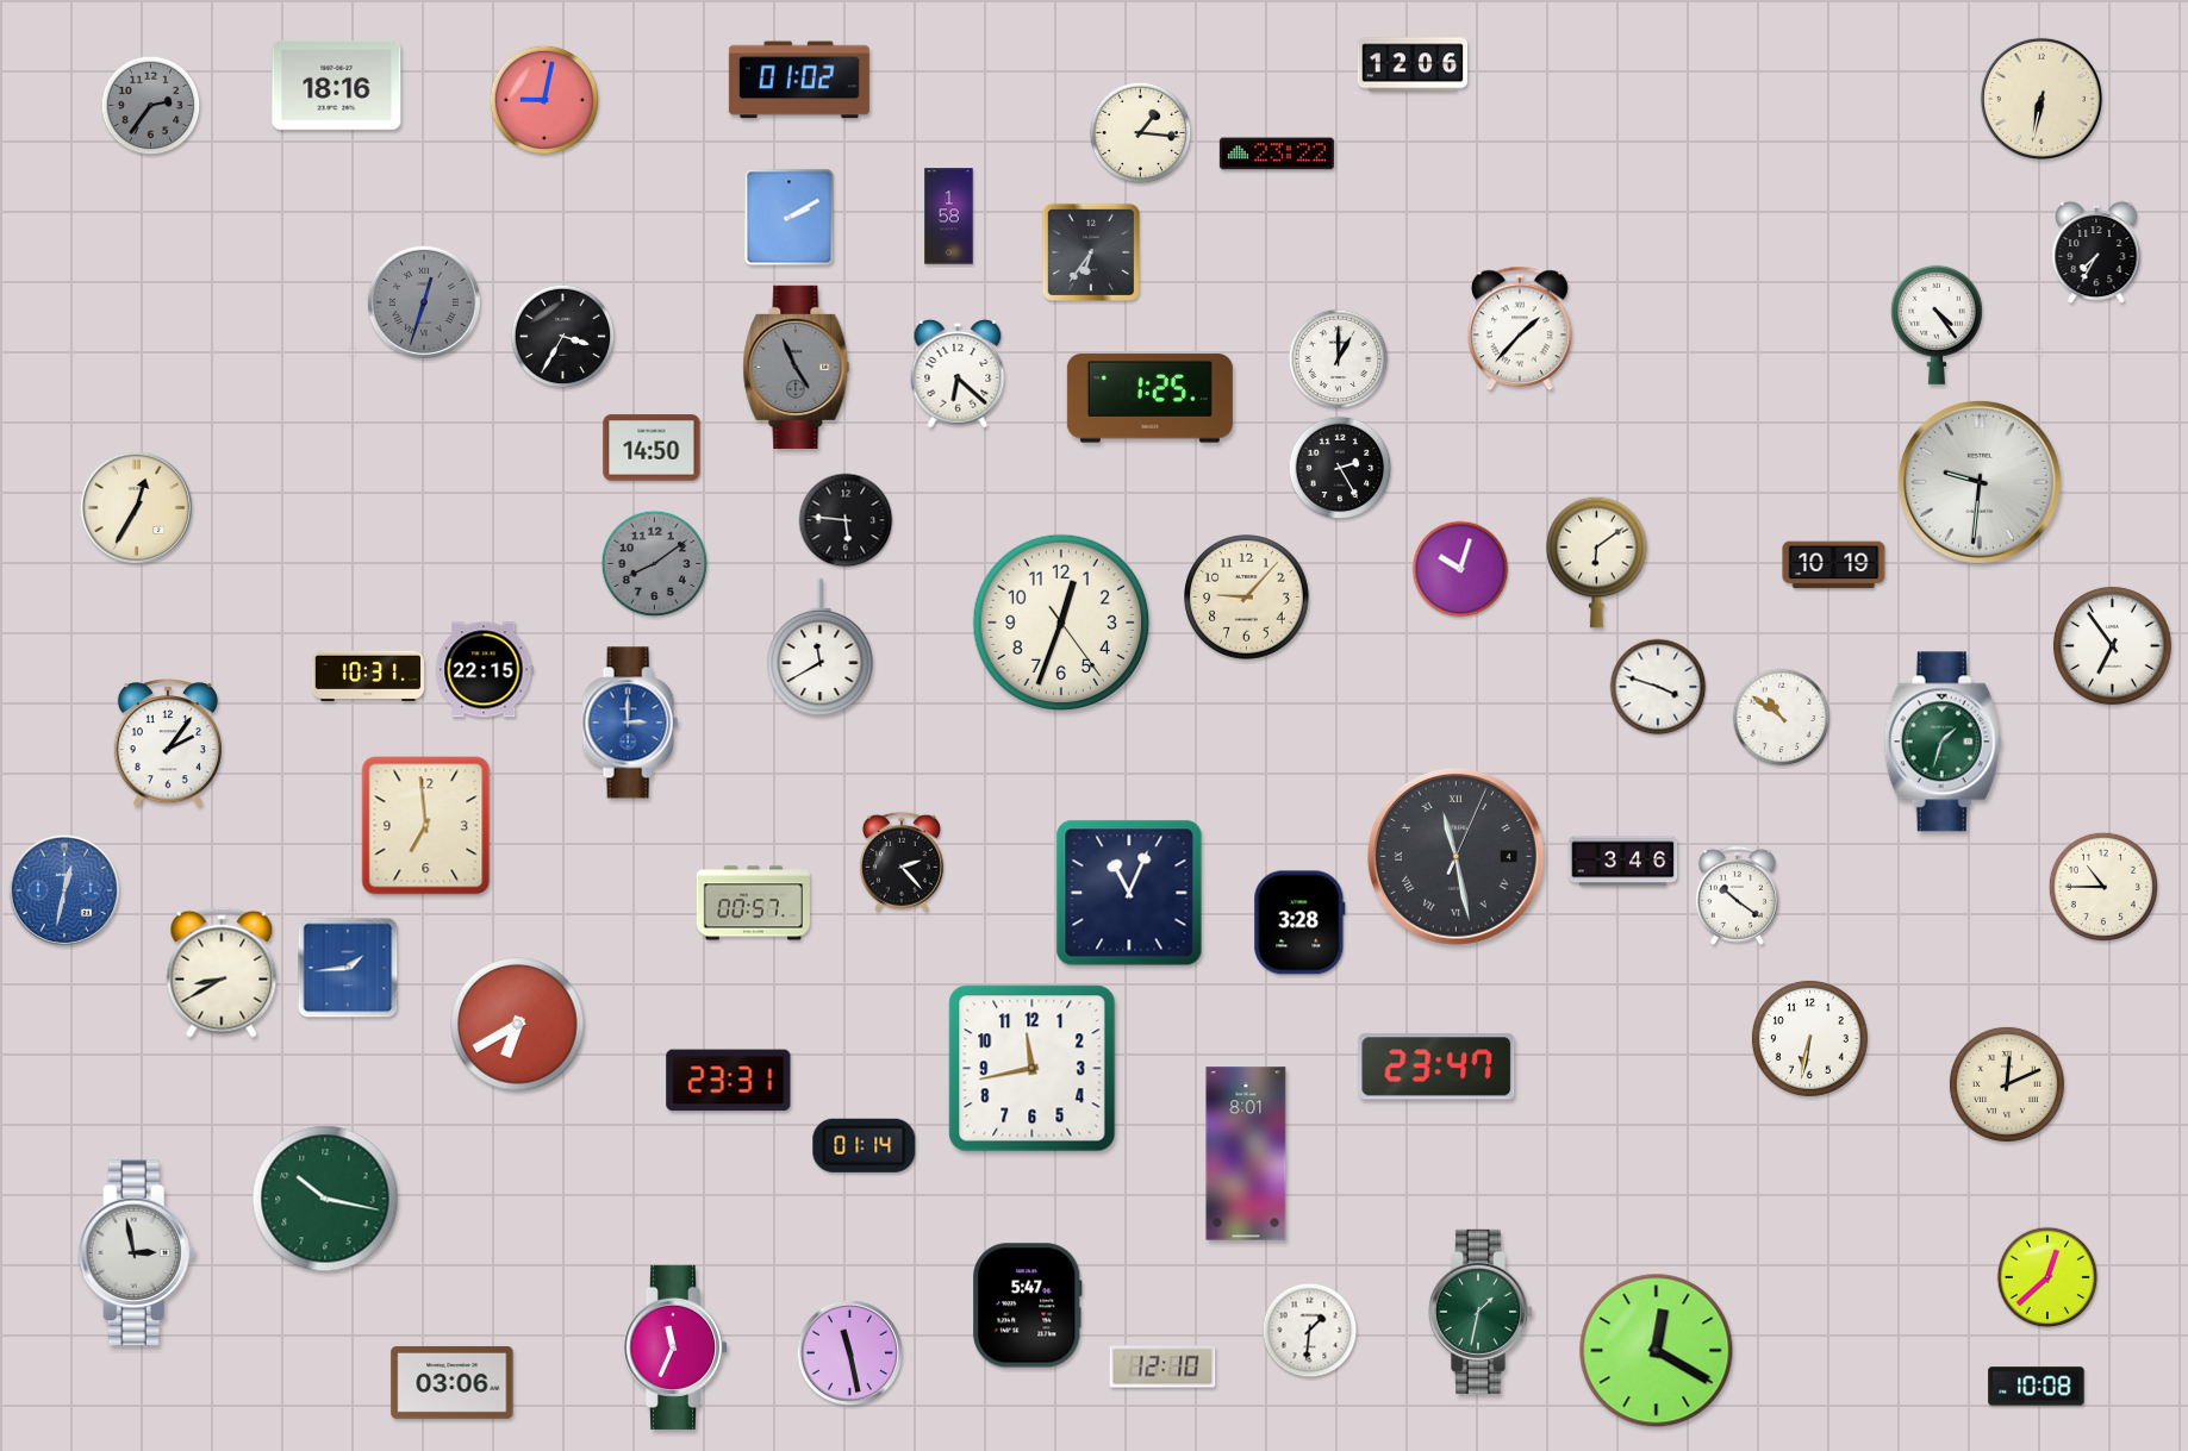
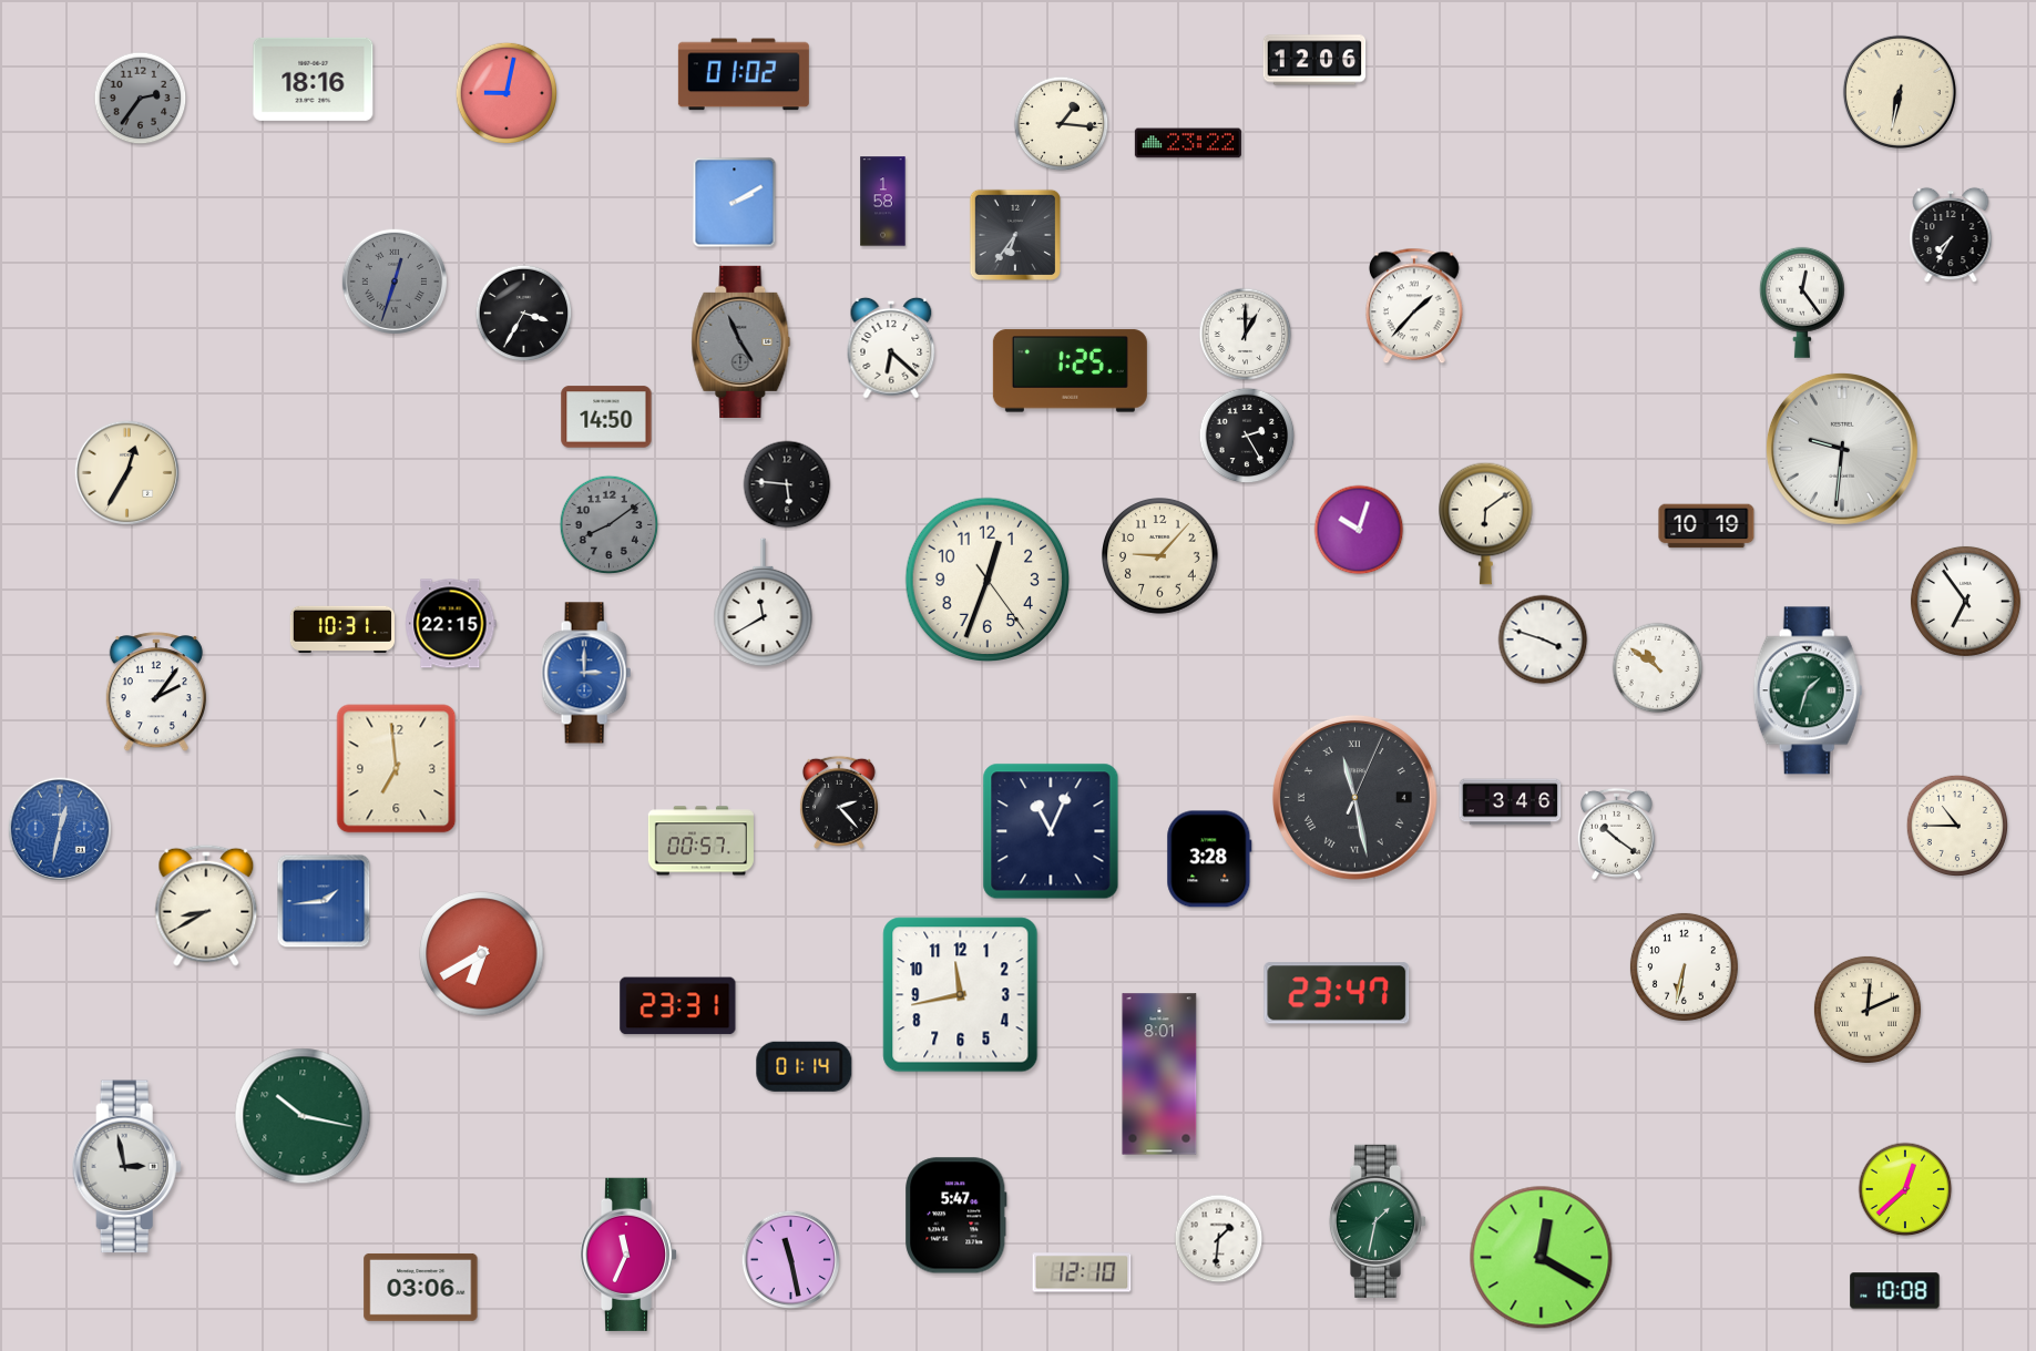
clock at (1937, 325): 4:24 -> 12:24
